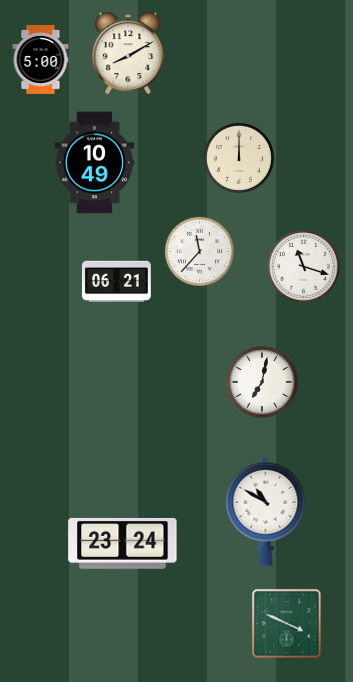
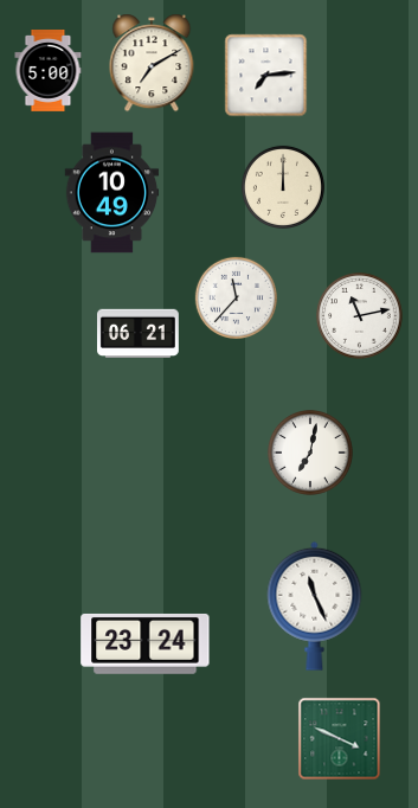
clock at (128, 53): 8:10 -> 7:10
clock at (266, 76): none -> 7:14
clock at (304, 267): 11:18 -> 11:13
clock at (266, 511): 10:50 -> 11:26
